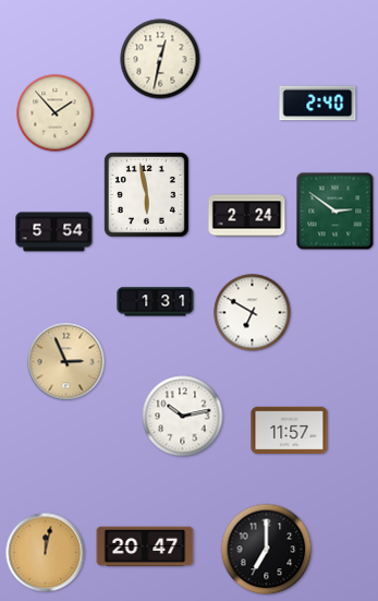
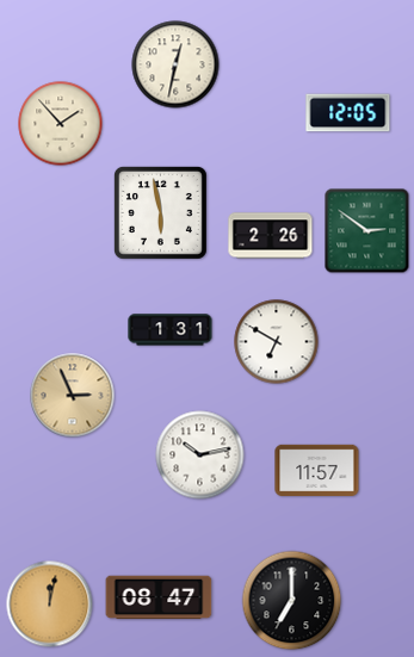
clock at (318, 104): 2:40 -> 12:05
clock at (247, 216): 2:24 -> 2:26
clock at (54, 232): 5:54 -> none
clock at (145, 546): 20:47 -> 08:47
